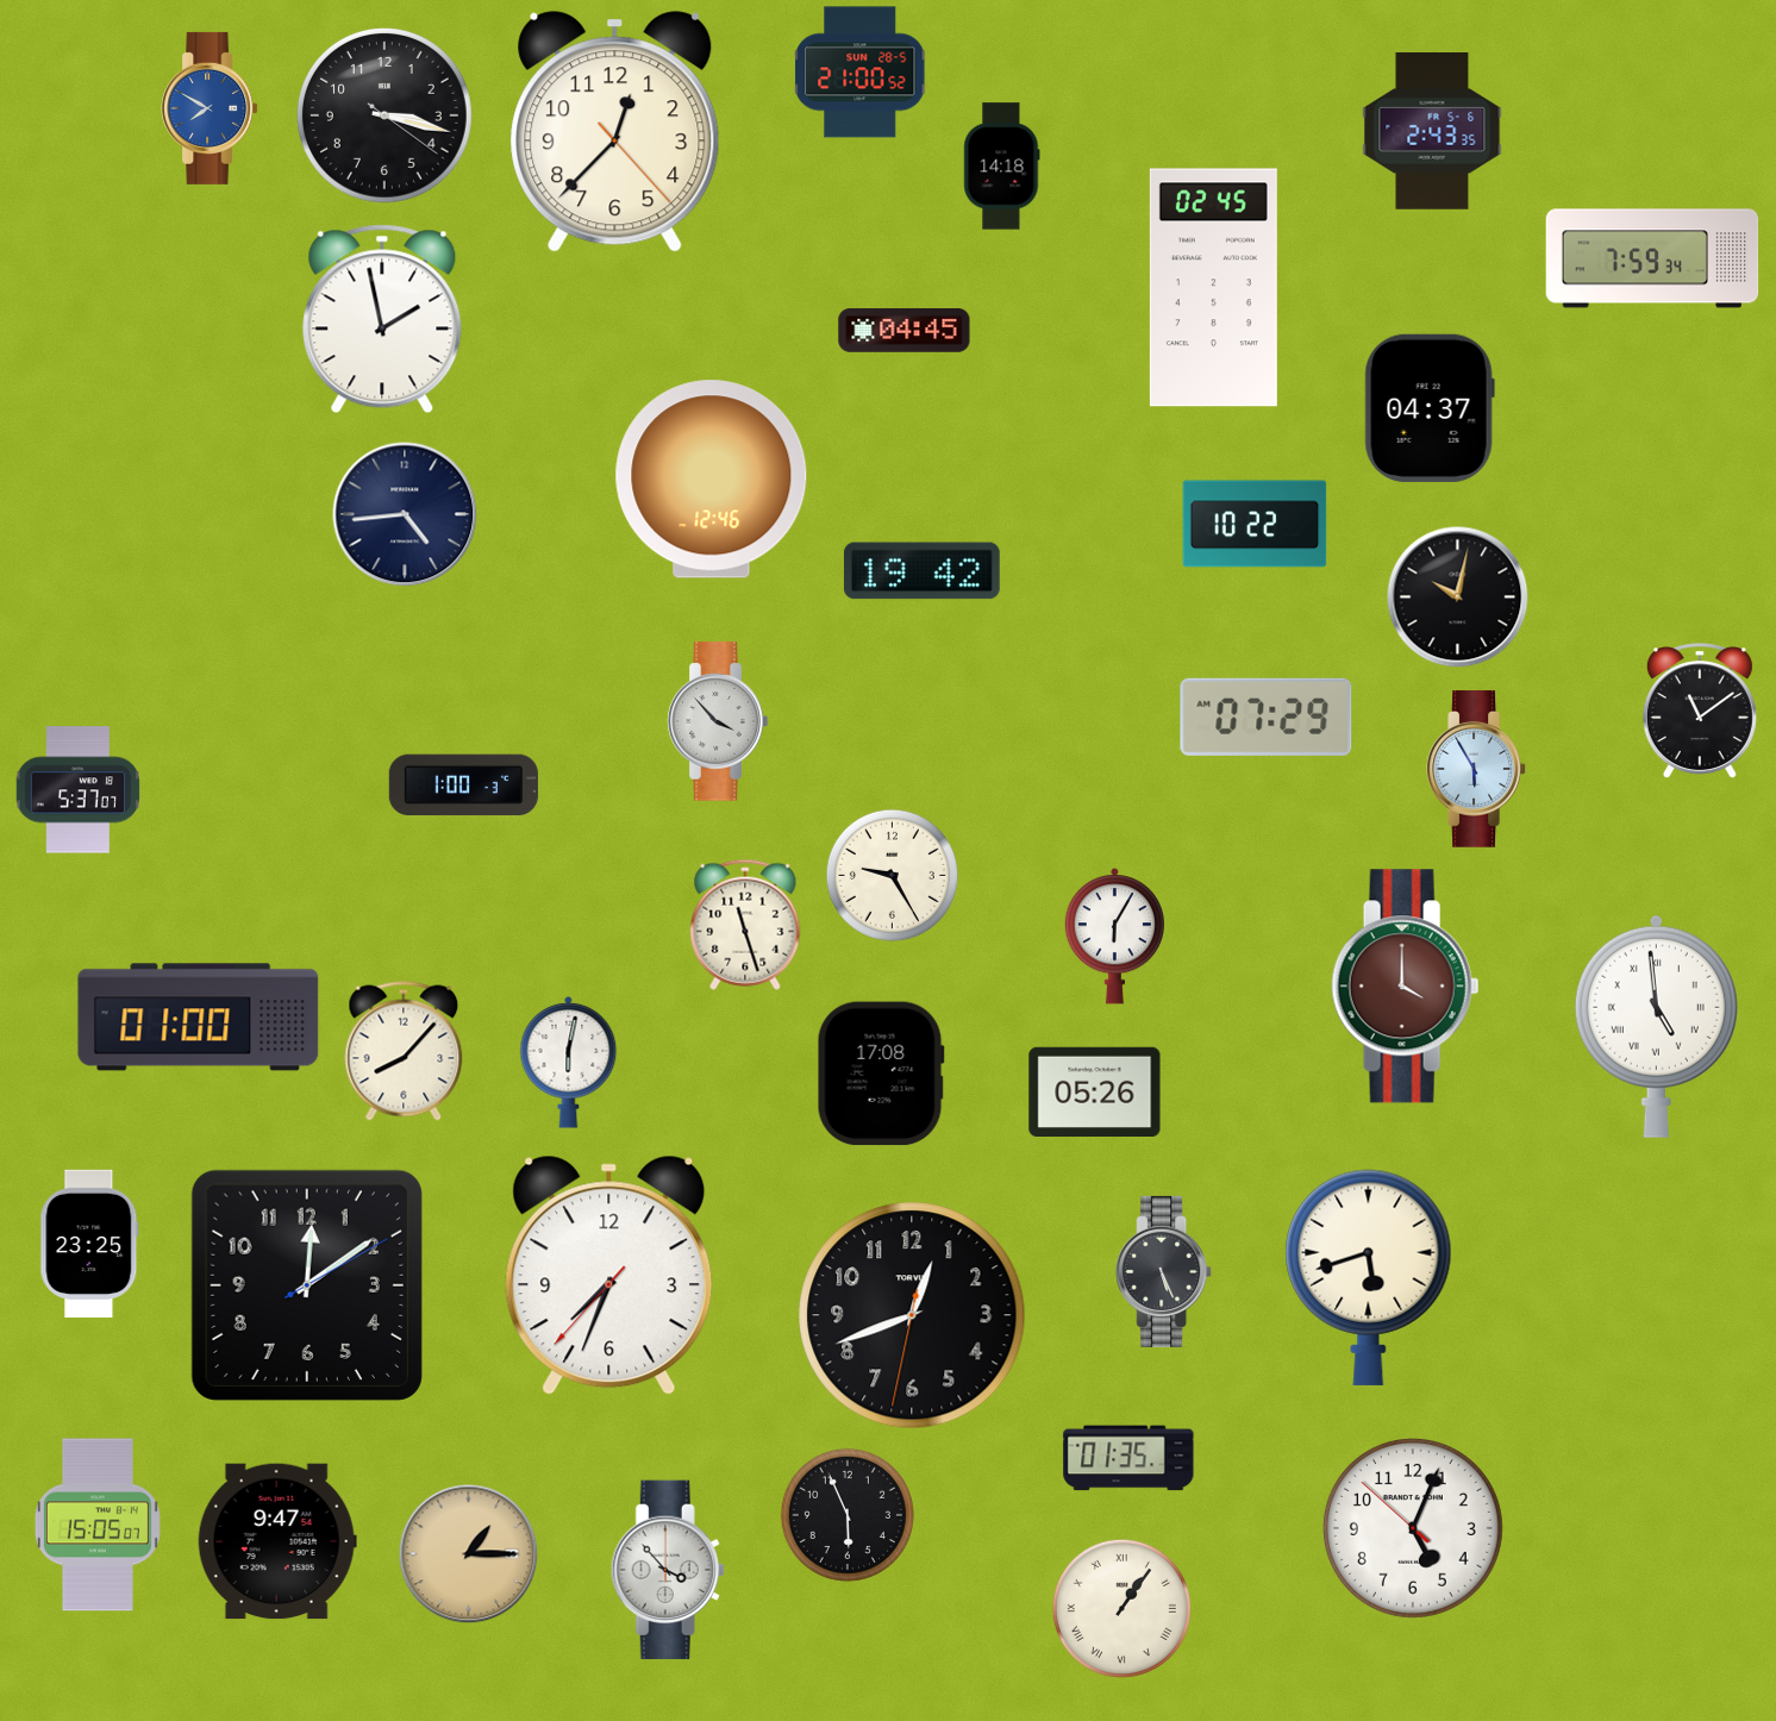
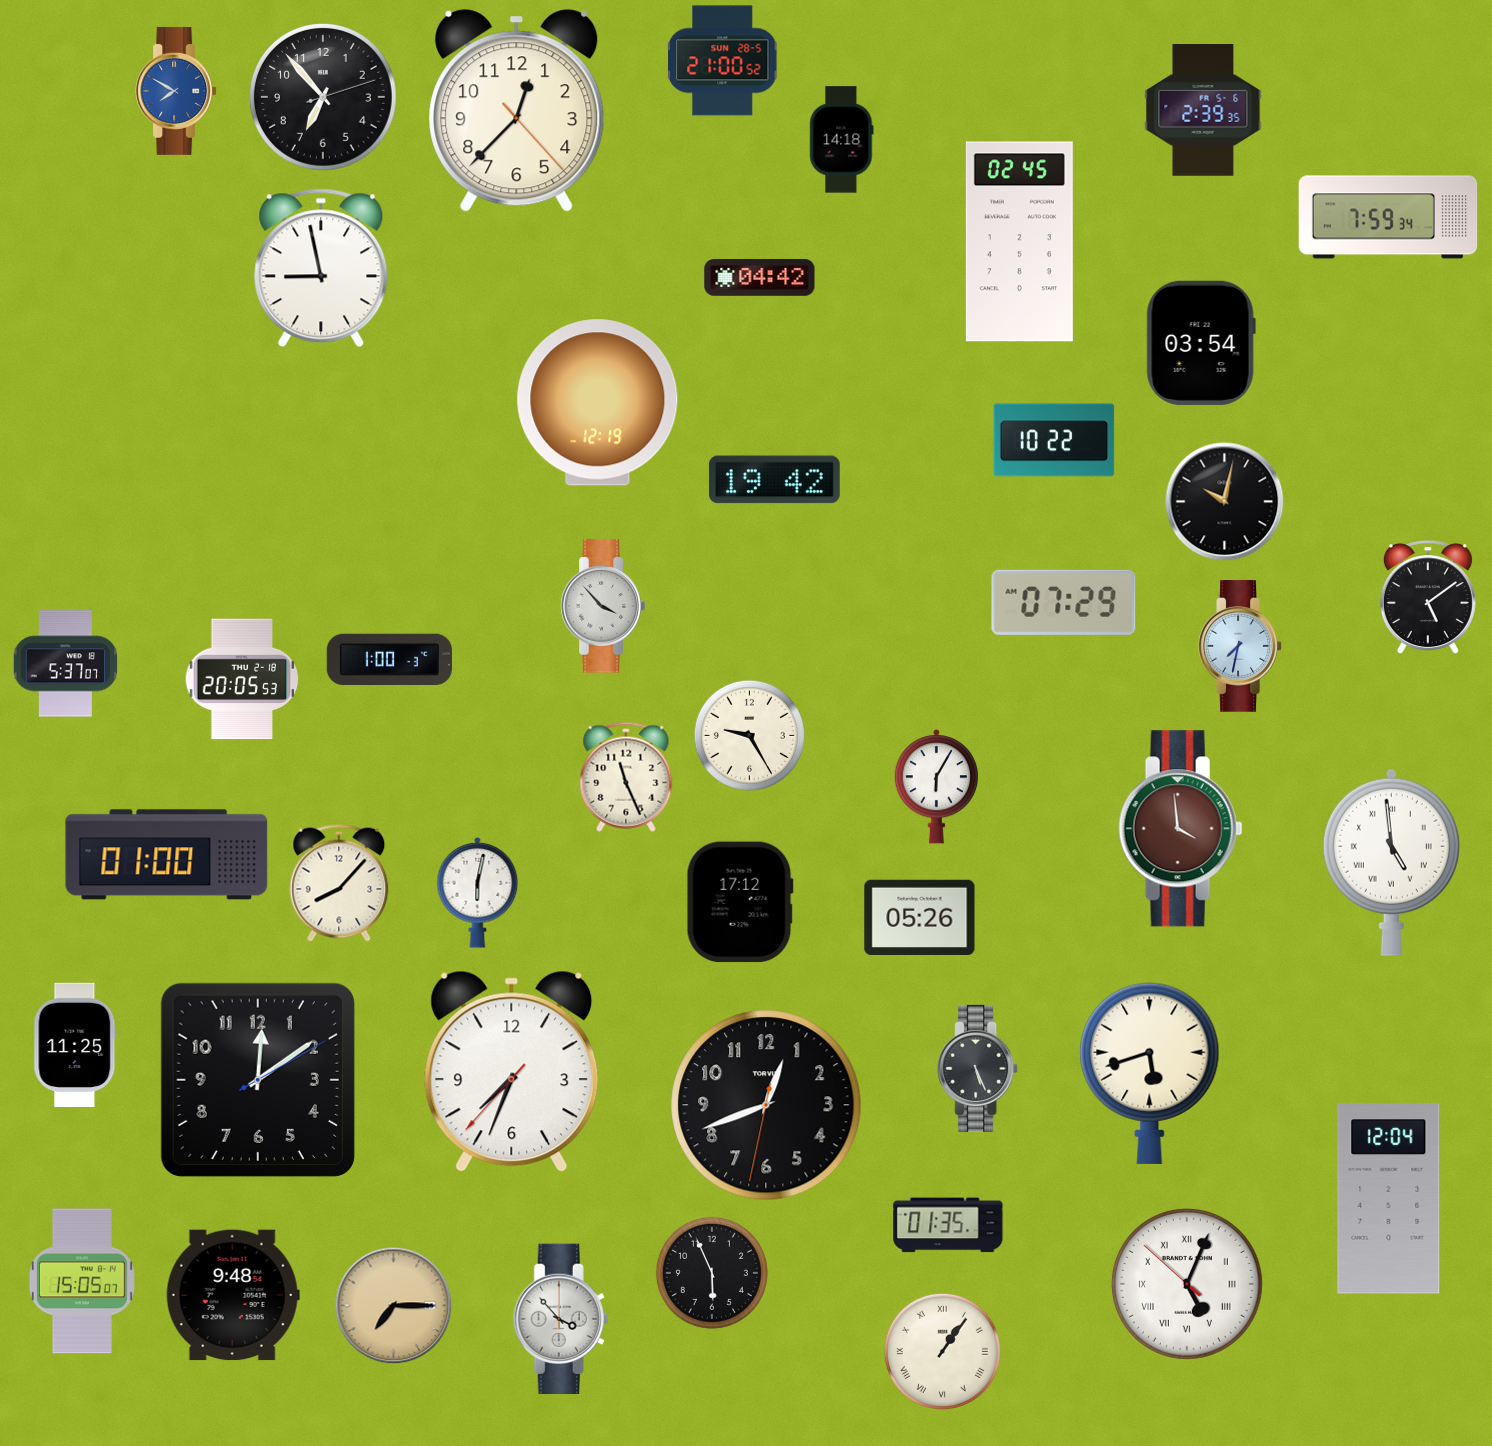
clock at (384, 115): 3:17 -> 6:53
clock at (1432, 131): 2:43 -> 2:39
clock at (382, 319): 1:58 -> 8:58
clock at (905, 331): 04:45 -> 04:42
clock at (1430, 408): 04:37 -> 03:54
clock at (712, 480): 12:46 -> 12:19
clock at (405, 514): 4:44 -> none
clock at (1700, 712): 11:09 -> 5:09
clock at (1476, 769): 5:55 -> 7:32
clock at (242, 679): none -> 20:05
clock at (745, 925): 11:27 -> 11:26
clock at (1406, 987): 4:00 -> 3:59
clock at (881, 1074): 17:08 -> 17:12
clock at (89, 1243): 23:25 -> 11:25
clock at (1389, 1199): none -> 12:04
clock at (1413, 1528) numerals: Arabic -> Roman
clock at (277, 1541): 9:47 -> 9:48
clock at (469, 1554): 1:15 -> 7:15
